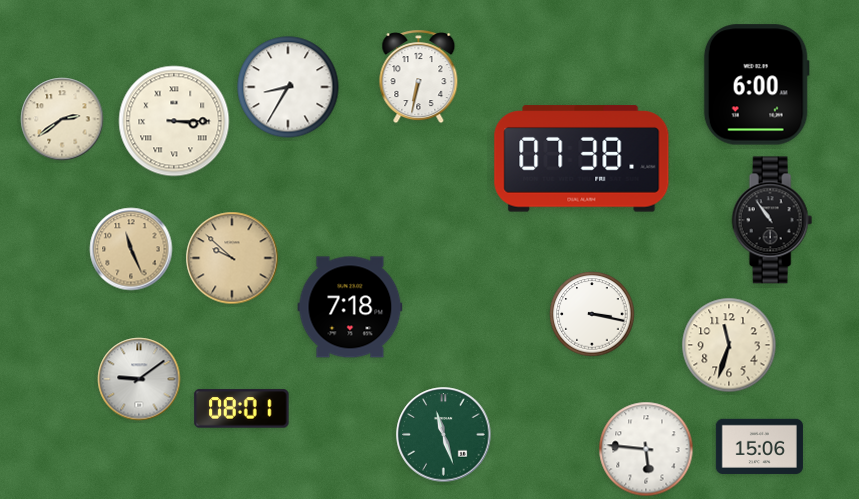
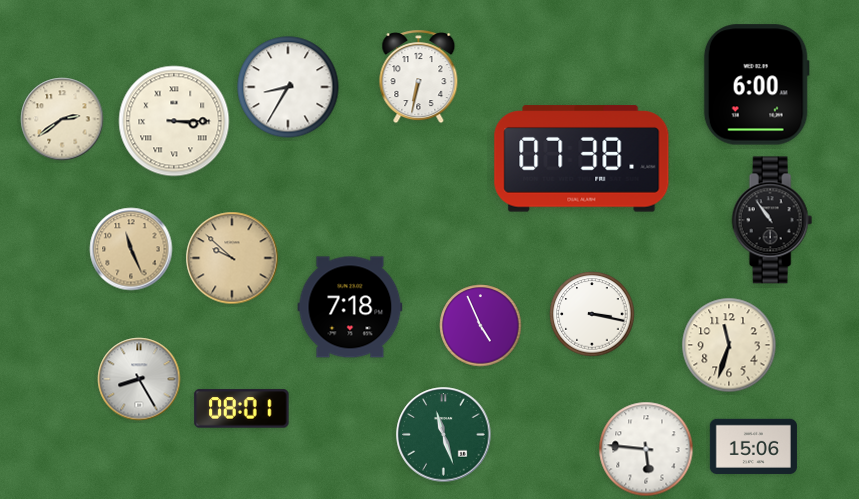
clock at (481, 326): none -> 4:56
clock at (139, 379): 9:09 -> 8:25
clock at (759, 446) position: (759, 446) -> (753, 446)
